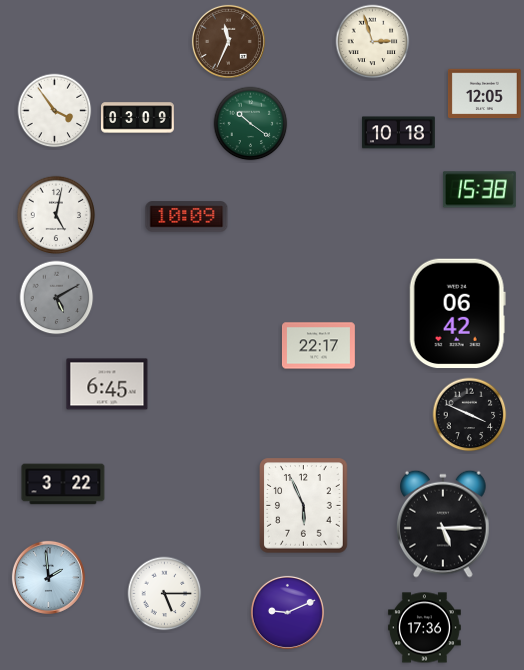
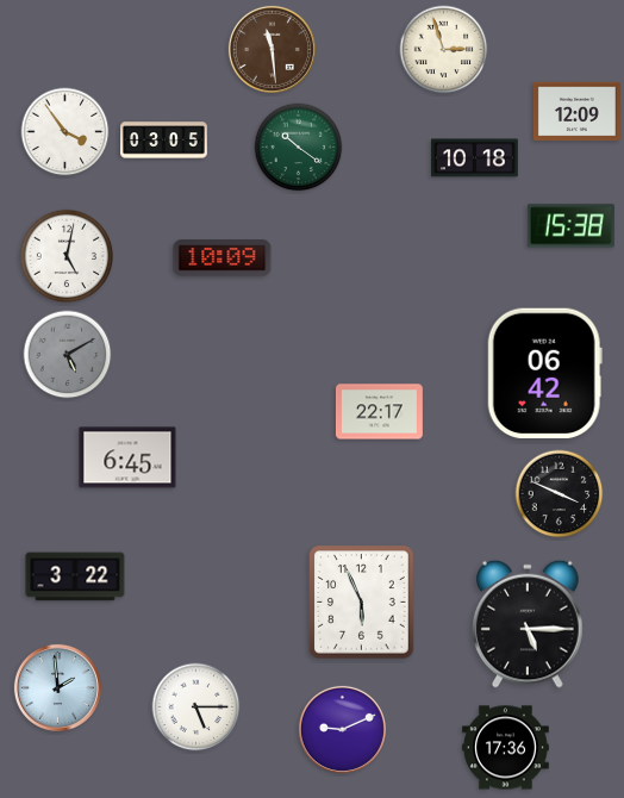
clock at (228, 41): 11:34 -> 11:29
clock at (484, 94): 12:05 -> 12:09
clock at (138, 118): 03:09 -> 03:05
